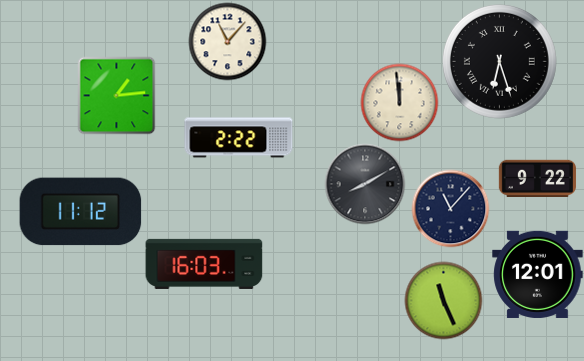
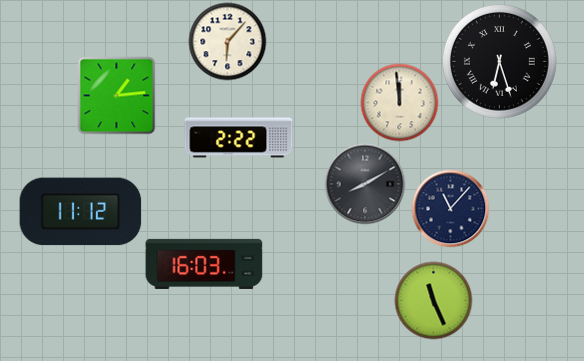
clock at (227, 41): 11:07 -> 6:07
clock at (537, 178): 9:22 -> none
clock at (538, 274): 12:01 -> none
clock at (443, 300) position: (443, 300) -> (433, 300)
